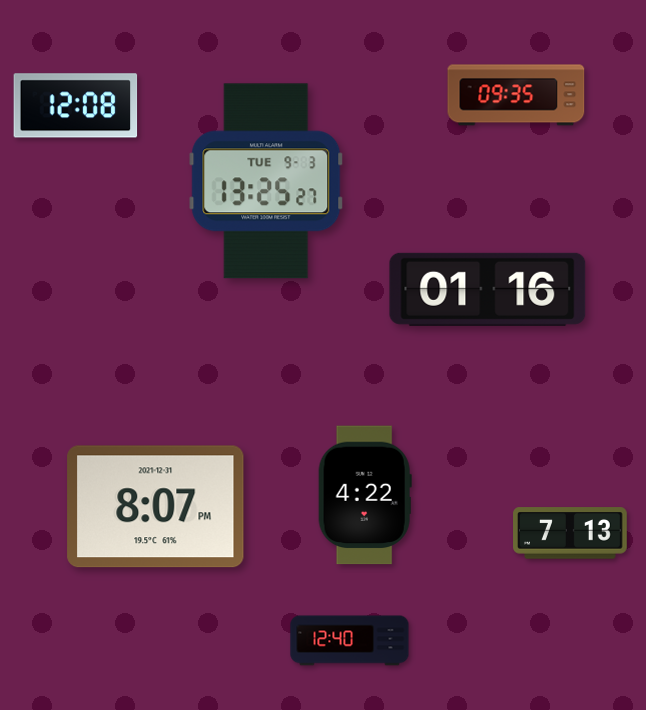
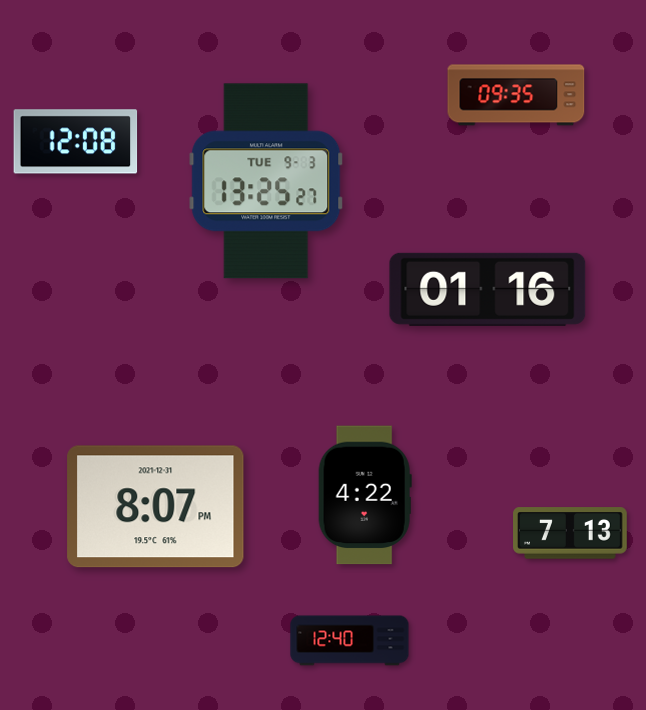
clock at (76, 106) position: (76, 106) -> (76, 142)
